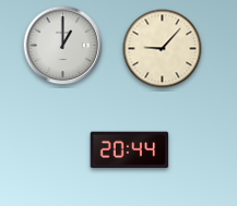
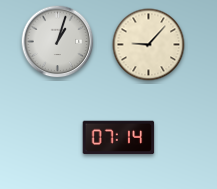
clock at (63, 46): 1:00 -> 1:03
clock at (130, 150): 20:44 -> 07:14
